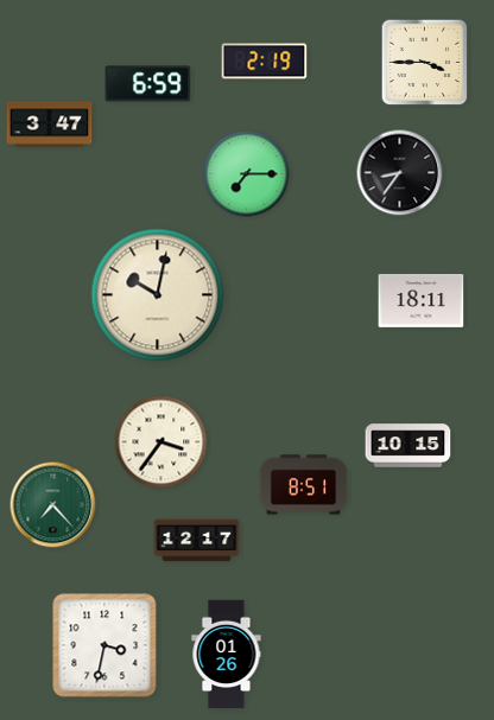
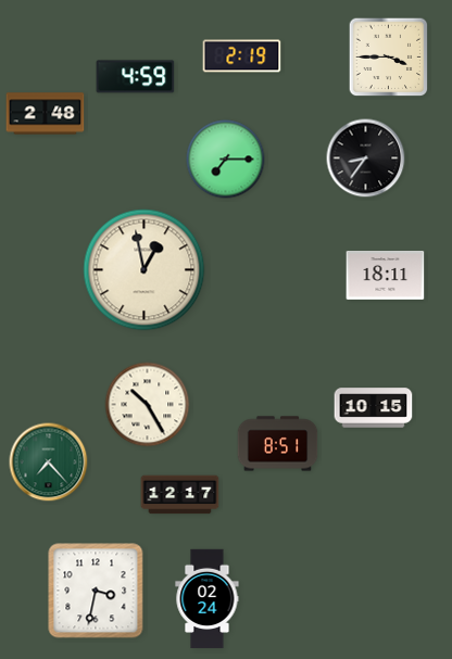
clock at (148, 84): 6:59 -> 4:59
clock at (50, 125): 3:47 -> 2:48
clock at (158, 295): 10:02 -> 12:58
clock at (161, 442): 3:36 -> 10:25
clock at (227, 655): 01:26 -> 02:24
